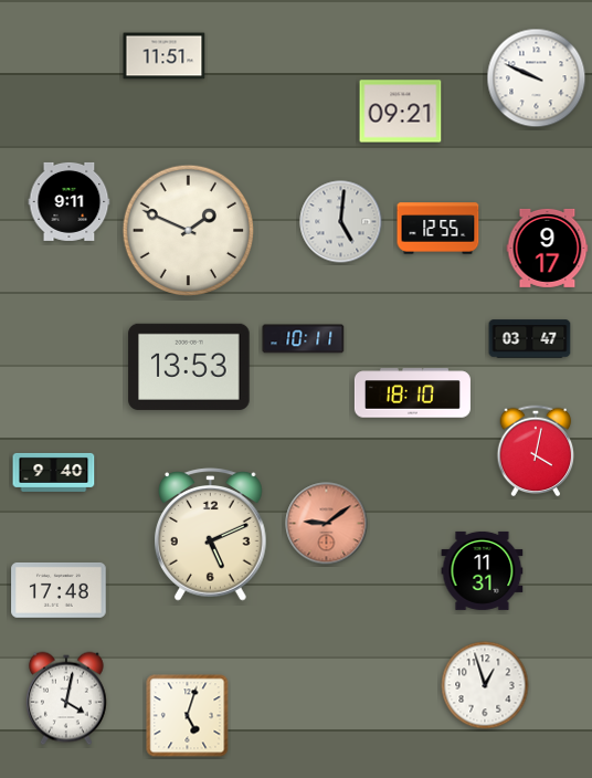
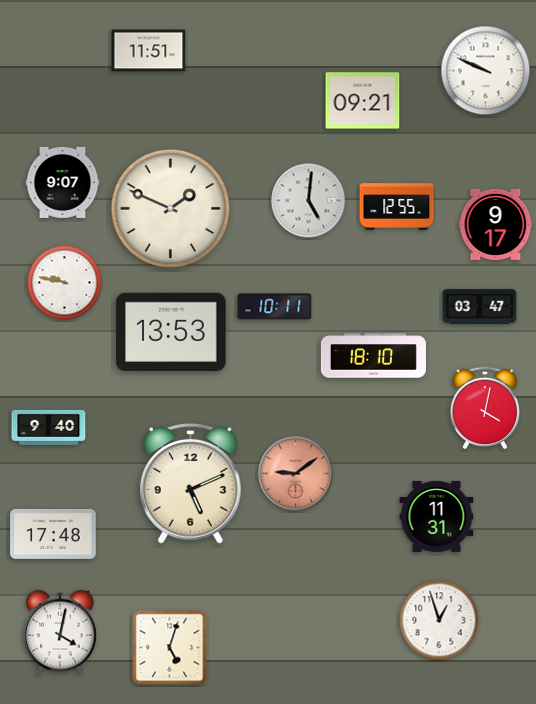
clock at (70, 201): 9:11 -> 9:07
clock at (65, 283): none -> 9:47
